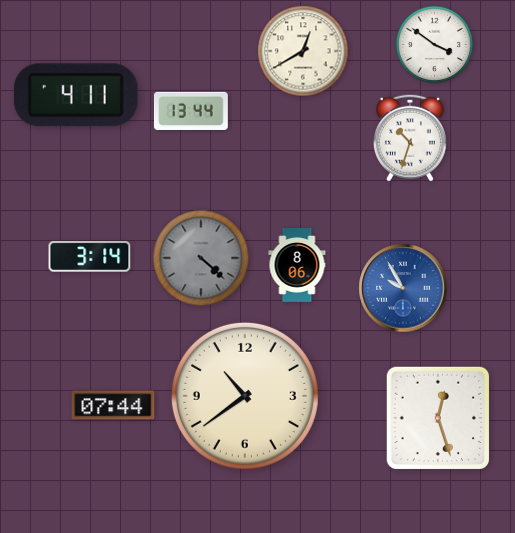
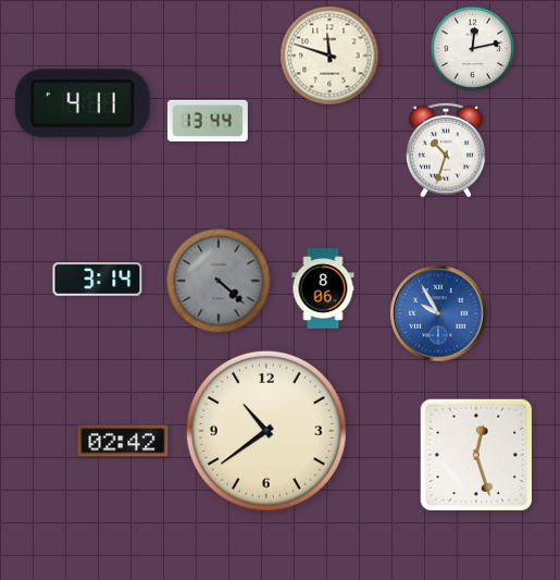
clock at (435, 45): 3:51 -> 12:13
clock at (303, 51): 12:40 -> 11:48
clock at (113, 405): 07:44 -> 02:42
